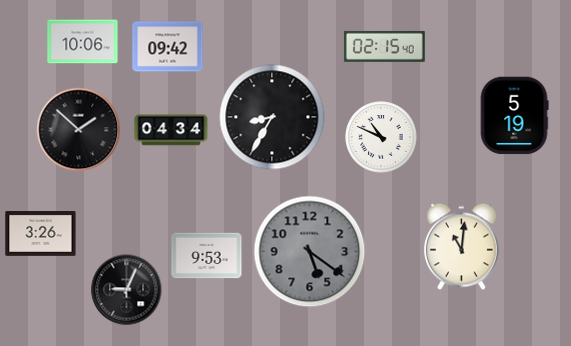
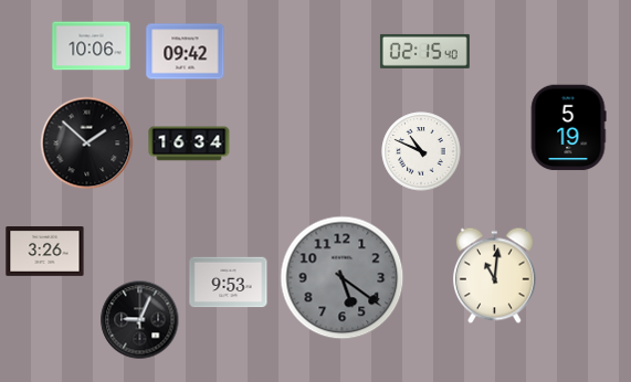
clock at (272, 117): 8:35 -> none
clock at (171, 130): 04:34 -> 16:34
clock at (41, 234) position: (41, 234) -> (45, 252)
clock at (461, 247) position: (461, 247) -> (494, 276)
